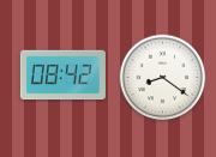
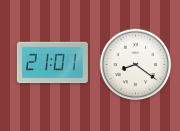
clock at (62, 76): 08:42 -> 21:01
